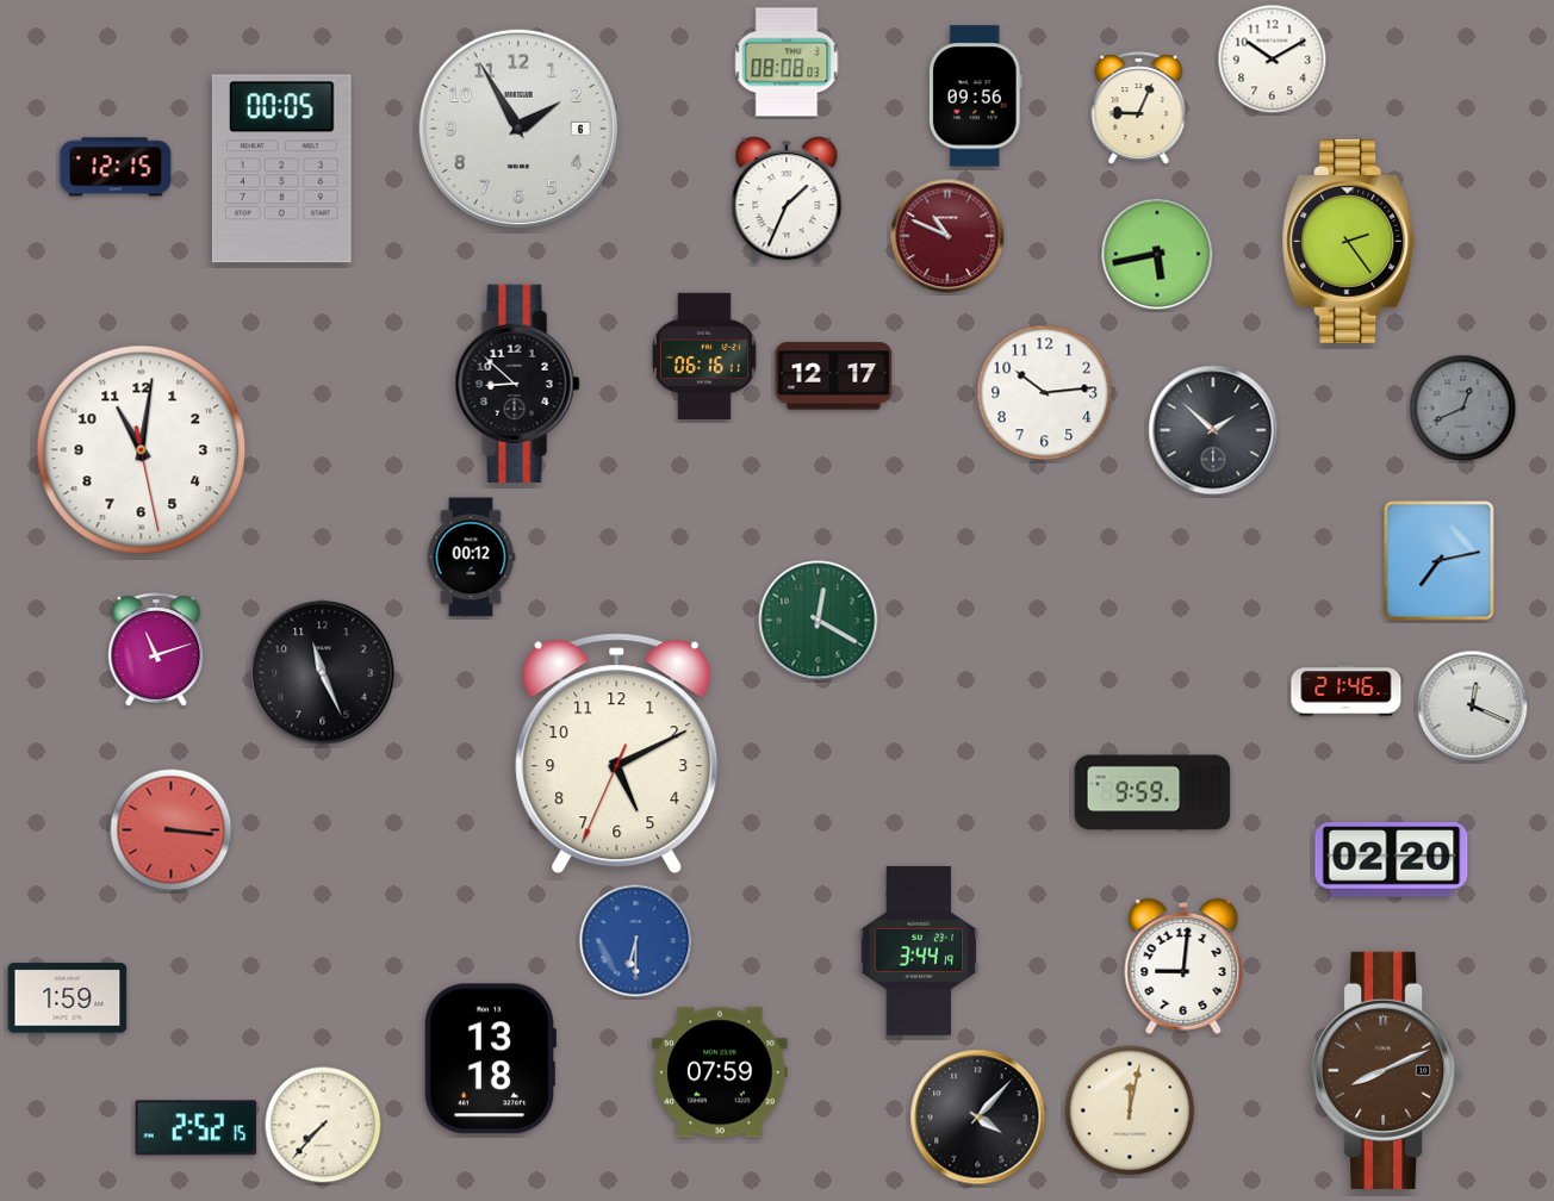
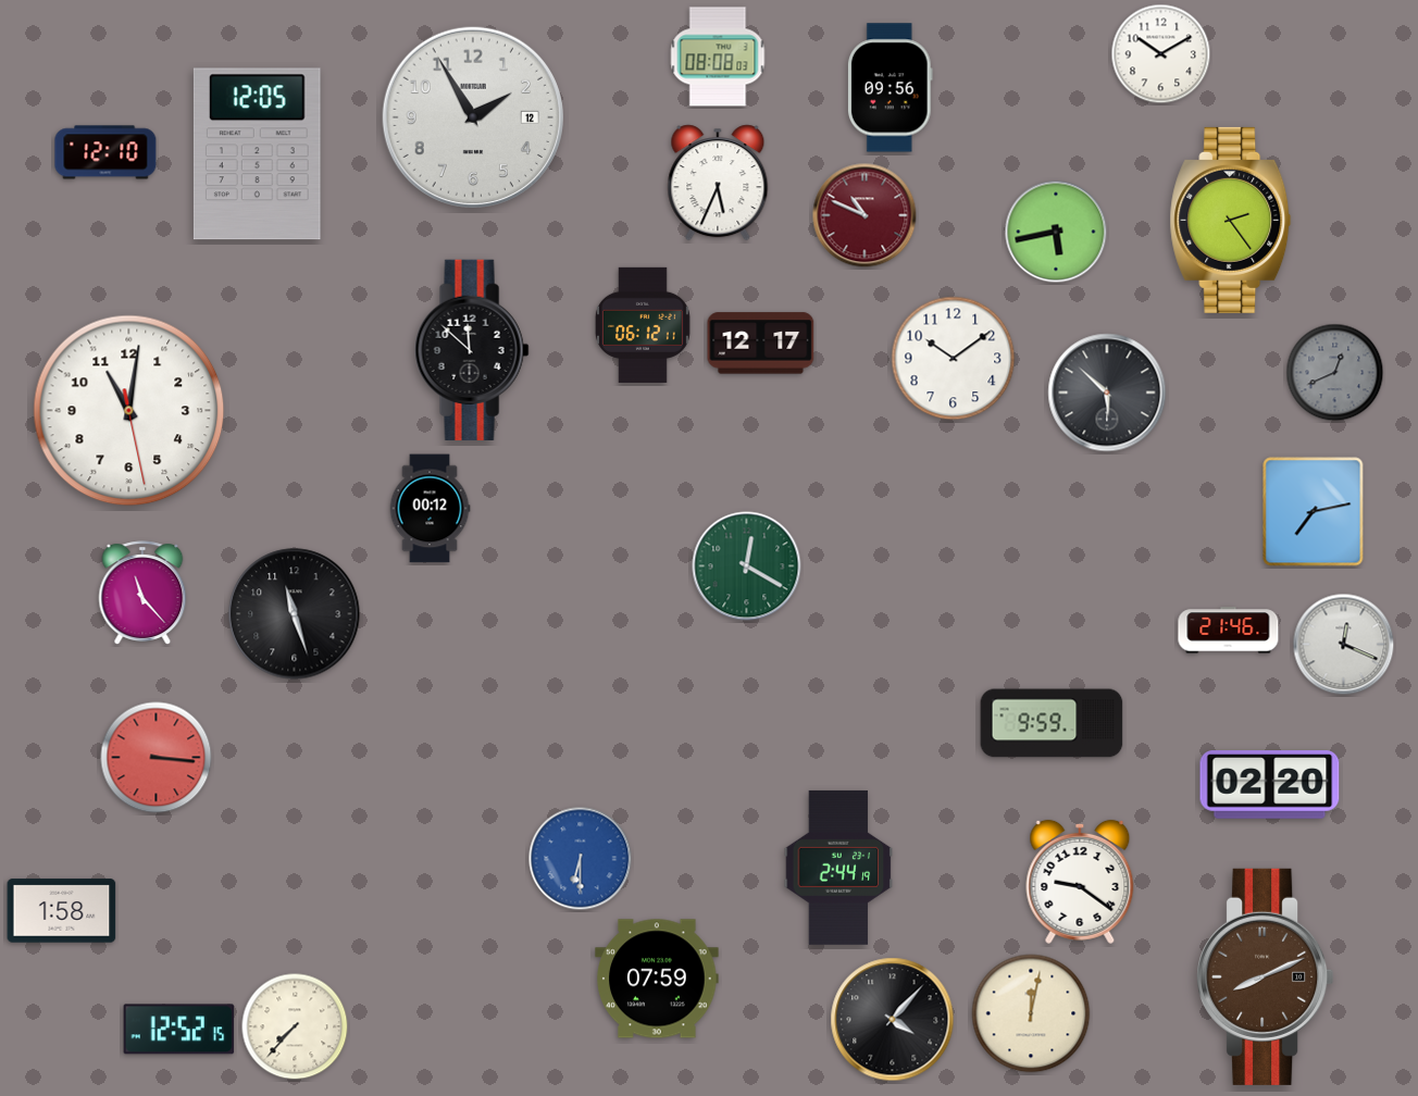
clock at (1139, 108): 9:04 -> none
clock at (518, 129) date: 6 -> 12
clock at (116, 167): 12:15 -> 12:10
clock at (281, 169): 00:05 -> 12:05
clock at (787, 200): 1:34 -> 5:34
clock at (704, 356): 06:16 -> 06:12
clock at (517, 384): 8:52 -> 11:52
clock at (1045, 393): 10:14 -> 10:09
clock at (1213, 430): 1:52 -> 5:52
clock at (156, 649): 11:12 -> 11:23
clock at (323, 673): 11:26 -> 11:27
clock at (617, 754): 5:10 -> none
clock at (919, 951): 3:44 -> 2:44
clock at (1183, 966): 9:01 -> 9:21
clock at (68, 998): 1:59 -> 1:58
clock at (490, 1059): 13:18 -> none
clock at (197, 1128): 2:52 -> 12:52
